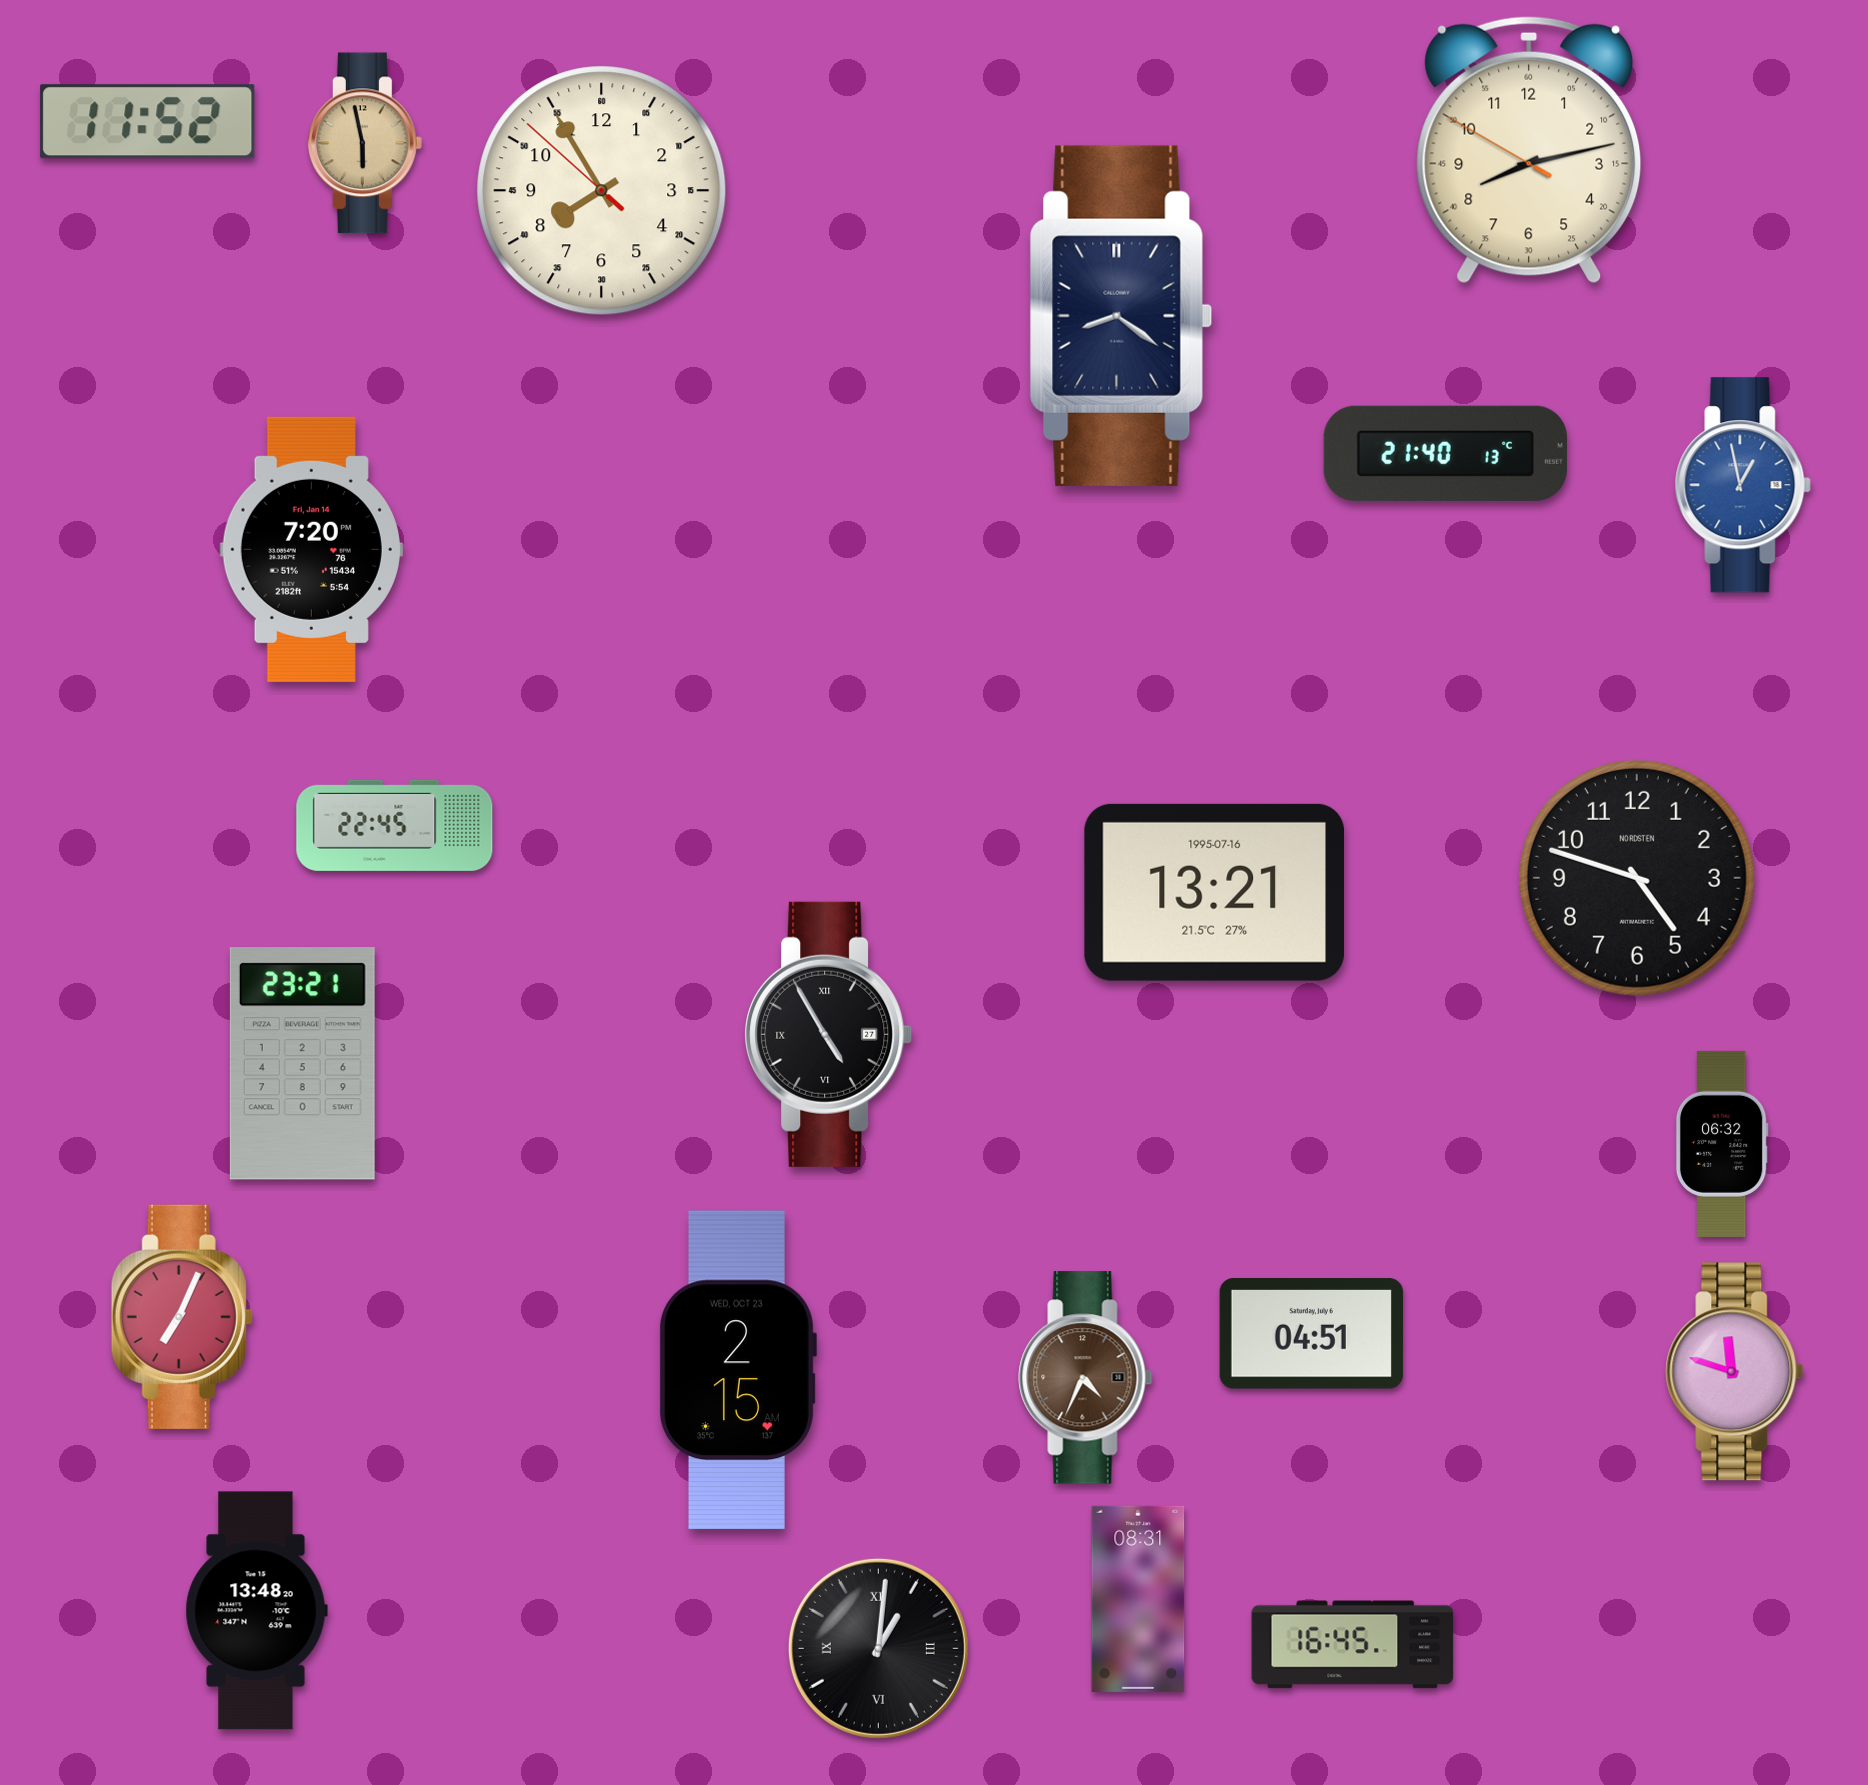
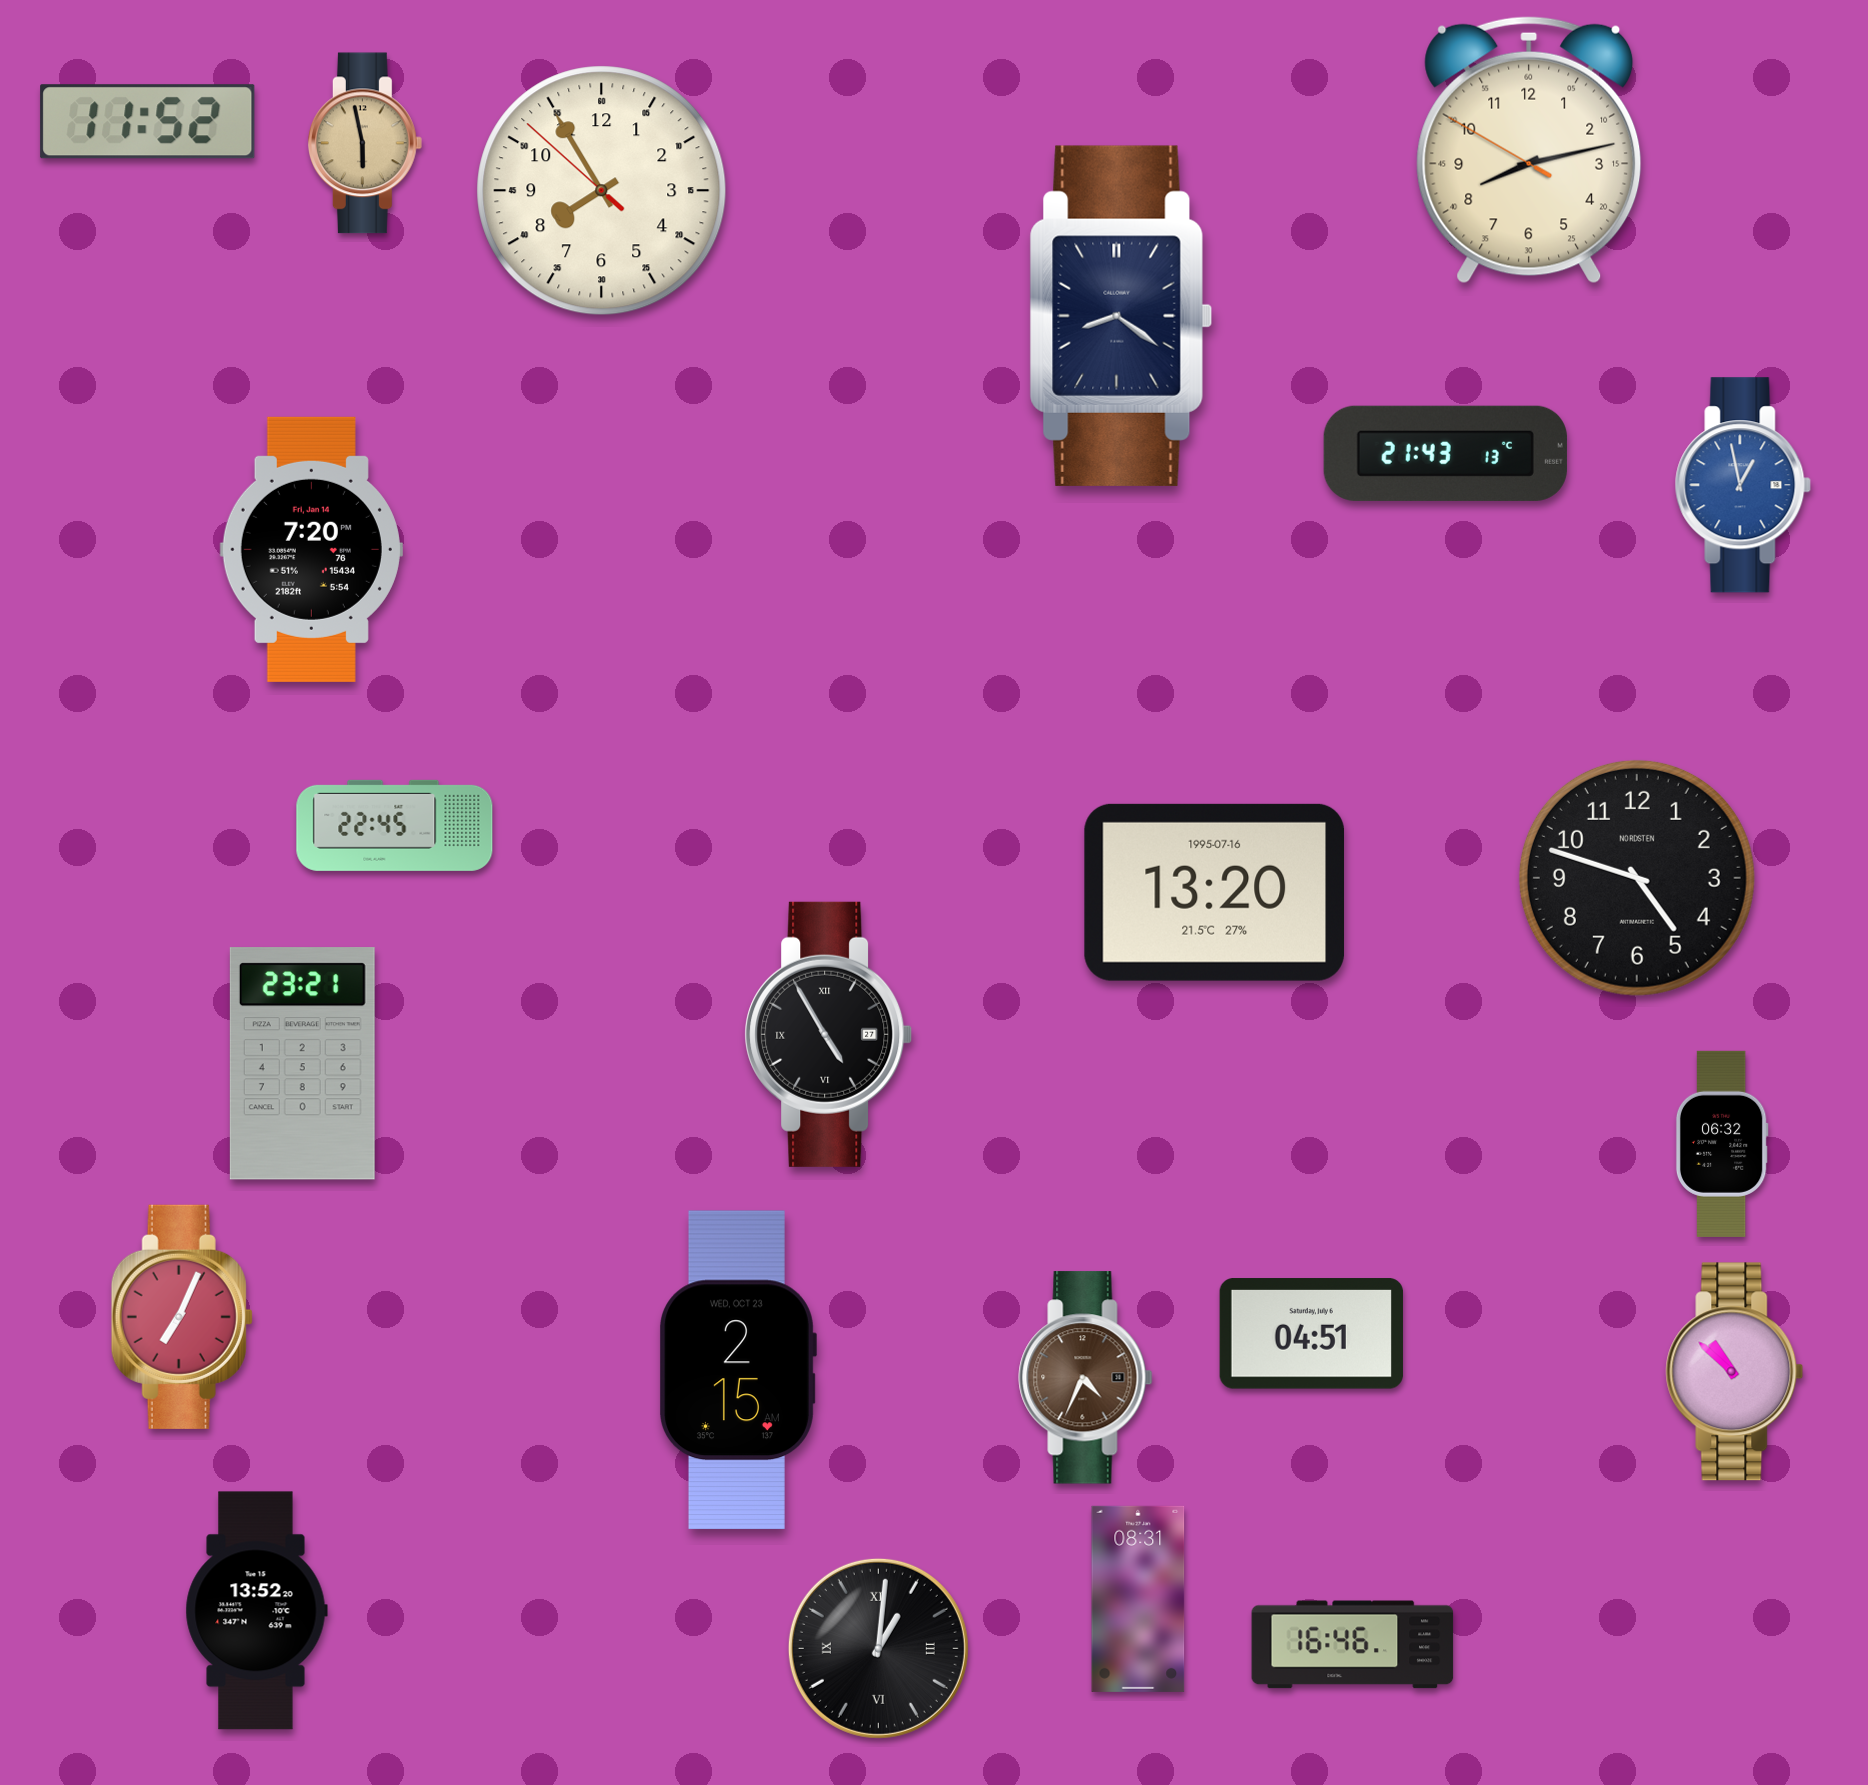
clock at (1445, 453): 21:40 -> 21:43
clock at (1214, 892): 13:21 -> 13:20
clock at (1735, 1372): 11:48 -> 10:52
clock at (256, 1611): 13:48 -> 13:52
clock at (1353, 1645): 16:45 -> 16:46
